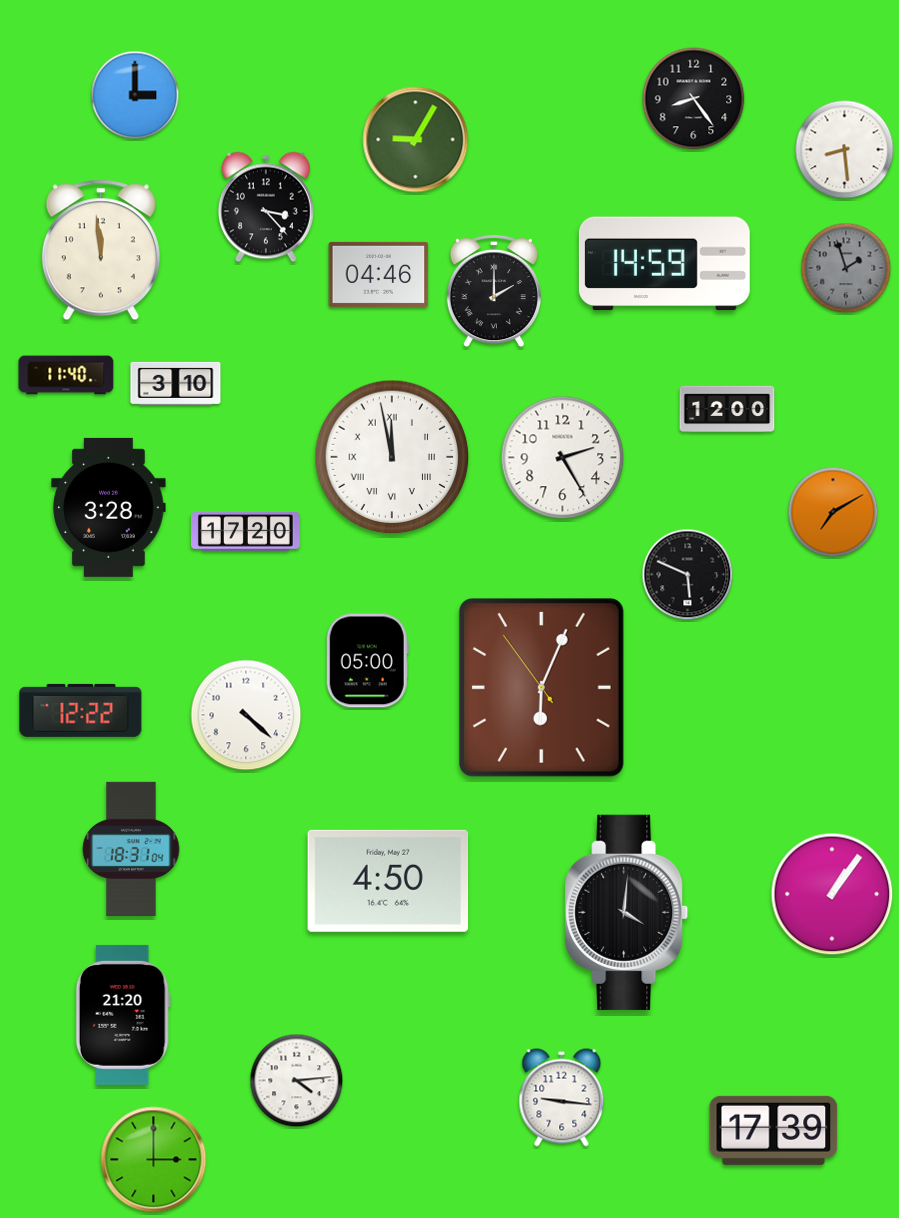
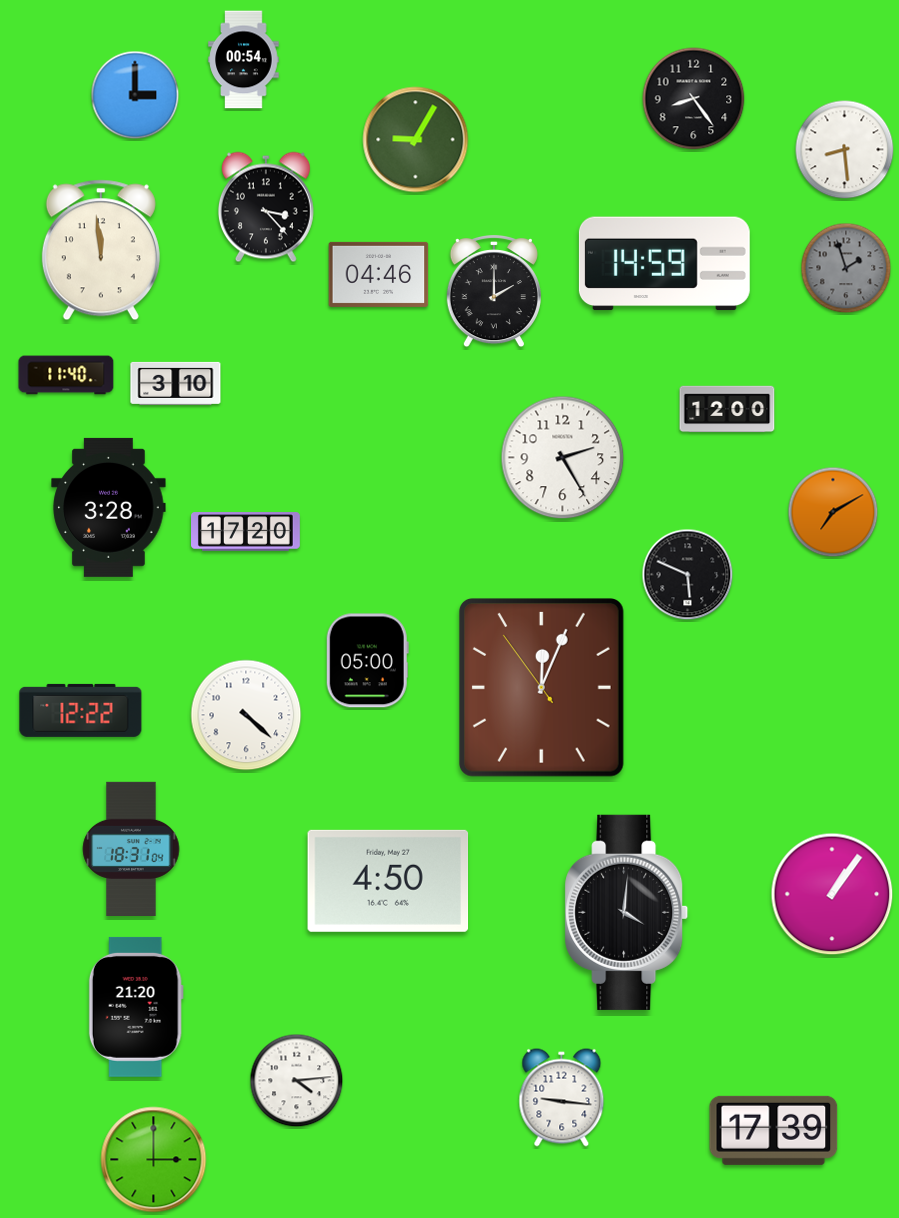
clock at (244, 60): none -> 00:54
clock at (392, 457): 11:58 -> none
clock at (541, 688): 6:03 -> 12:03
clock at (123, 1015) position: (123, 1015) -> (136, 1007)
